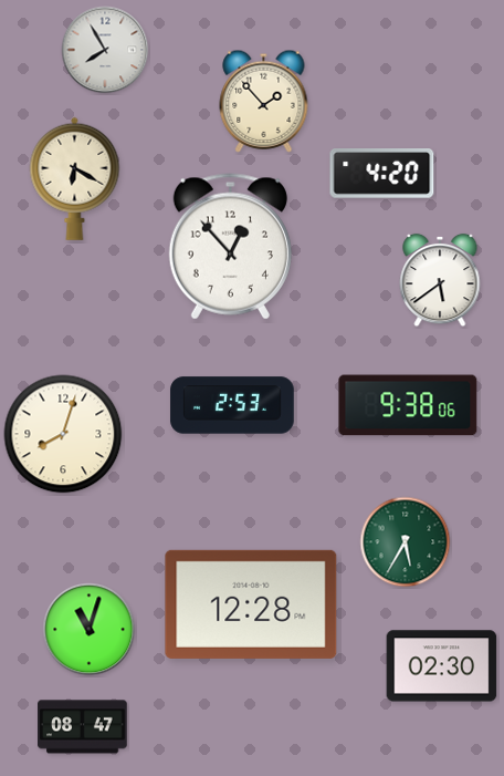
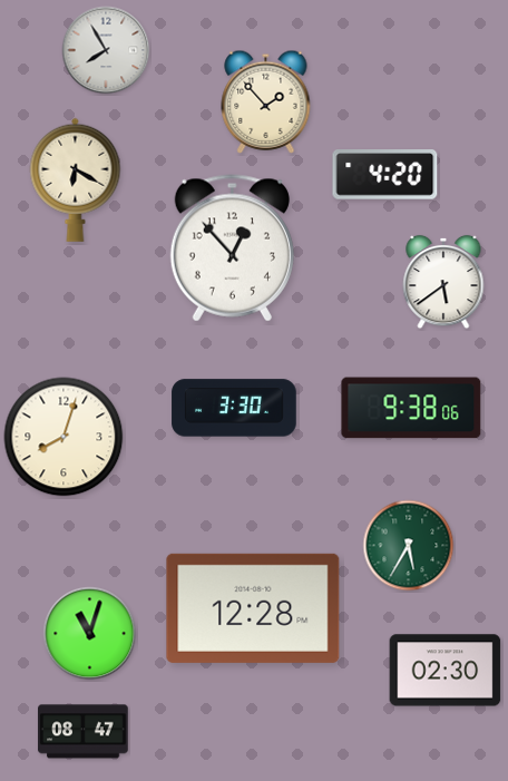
clock at (232, 405): 2:53 -> 3:30
